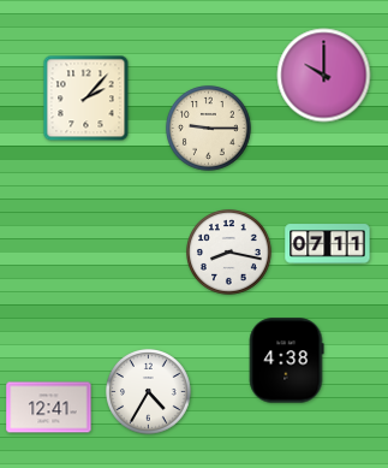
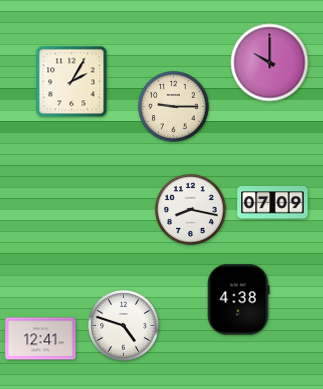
clock at (86, 99): 2:07 -> 2:05
clock at (328, 244): 07:11 -> 07:09
clock at (149, 392): 4:35 -> 4:48
